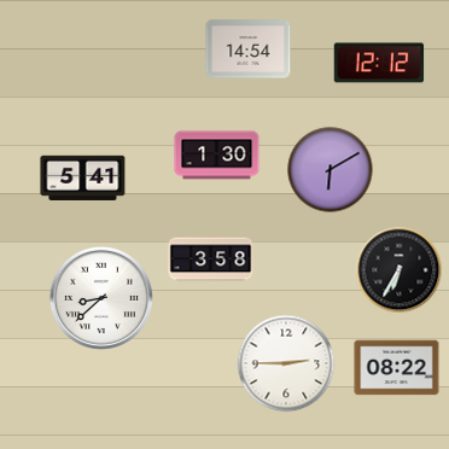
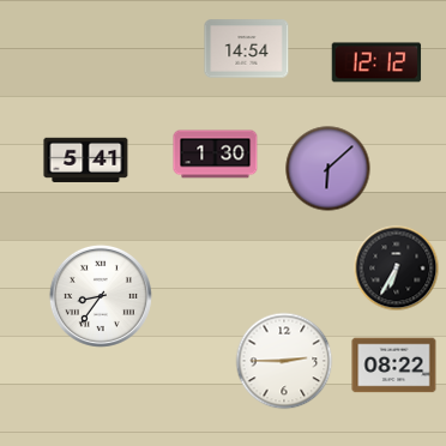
clock at (331, 170): 6:10 -> 6:08
clock at (83, 177) position: (83, 177) -> (86, 159)
clock at (211, 260): 3:58 -> none
clock at (101, 298): 8:38 -> 8:36
